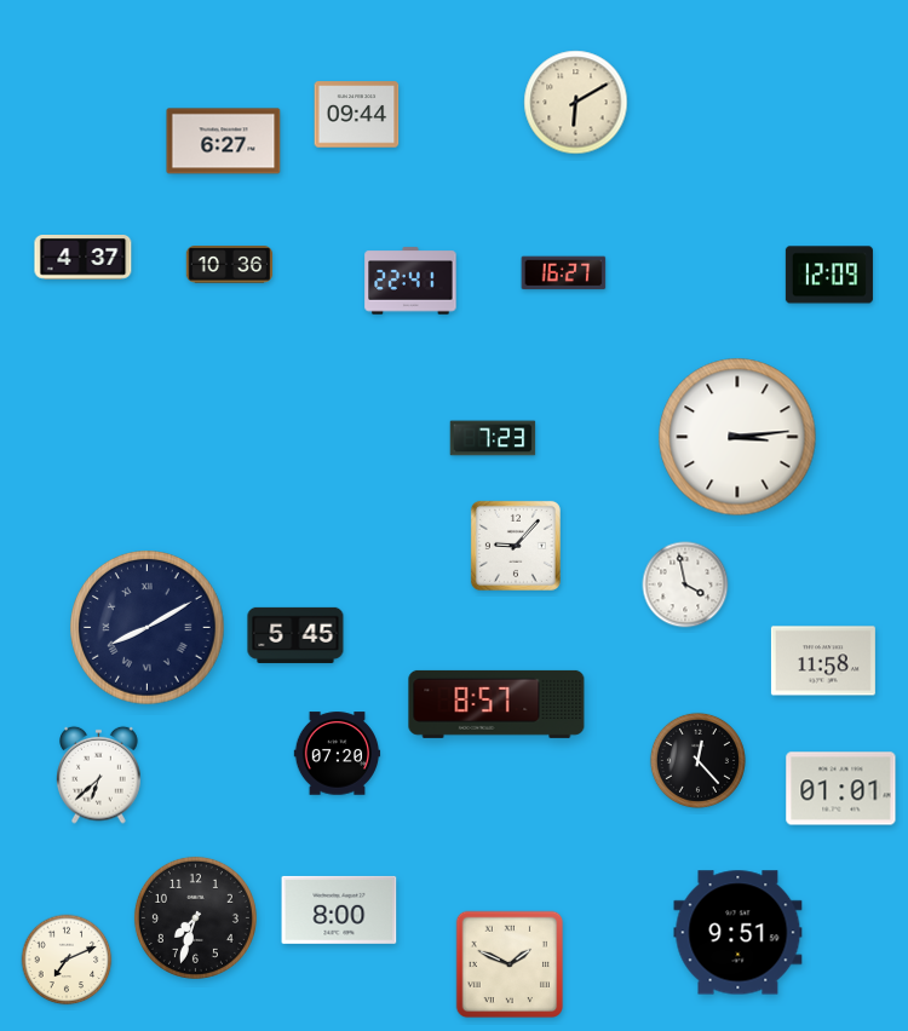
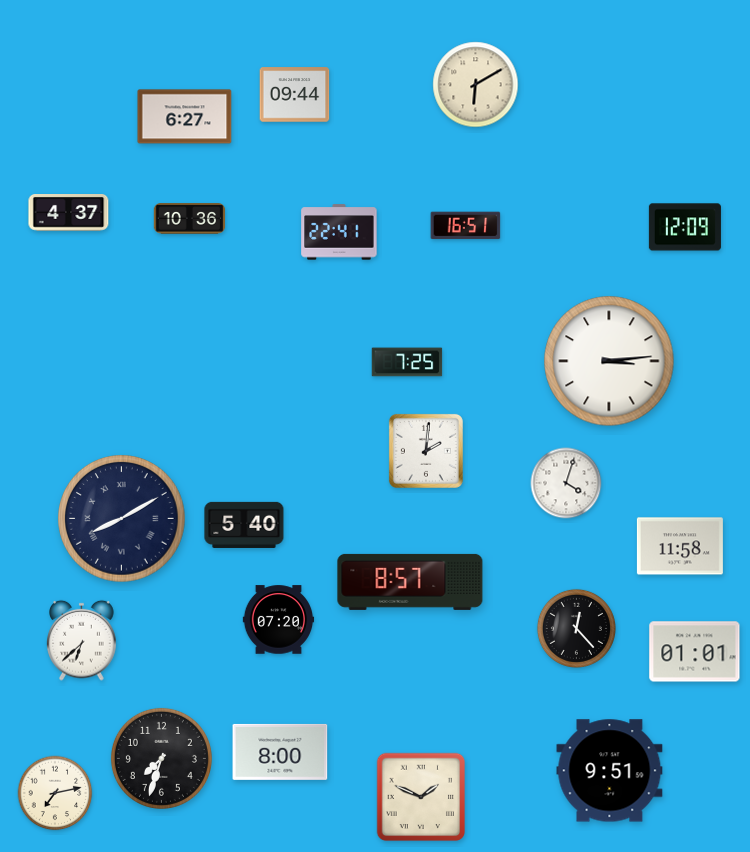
clock at (564, 273): 16:27 -> 16:51
clock at (493, 438): 7:23 -> 7:25
clock at (516, 546): 9:07 -> 2:01
clock at (685, 584): 3:58 -> 4:03
clock at (295, 635): 5:45 -> 5:40
clock at (338, 754) position: (338, 754) -> (279, 620)
clock at (67, 960): 7:11 -> 7:13
